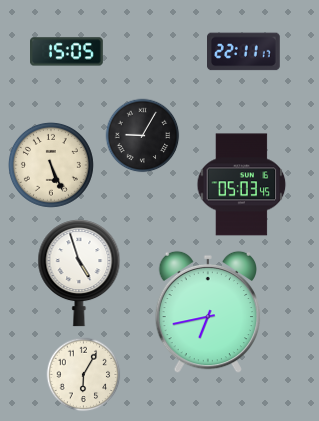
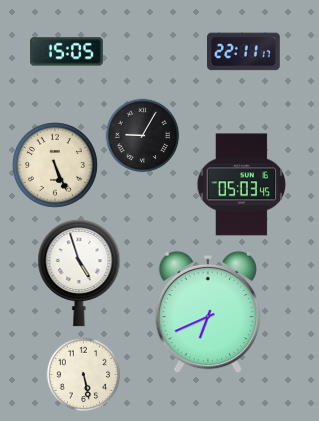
clock at (51, 165) position: (51, 165) -> (55, 165)
clock at (207, 312): 6:43 -> 6:41
clock at (84, 375): 6:05 -> 5:28
